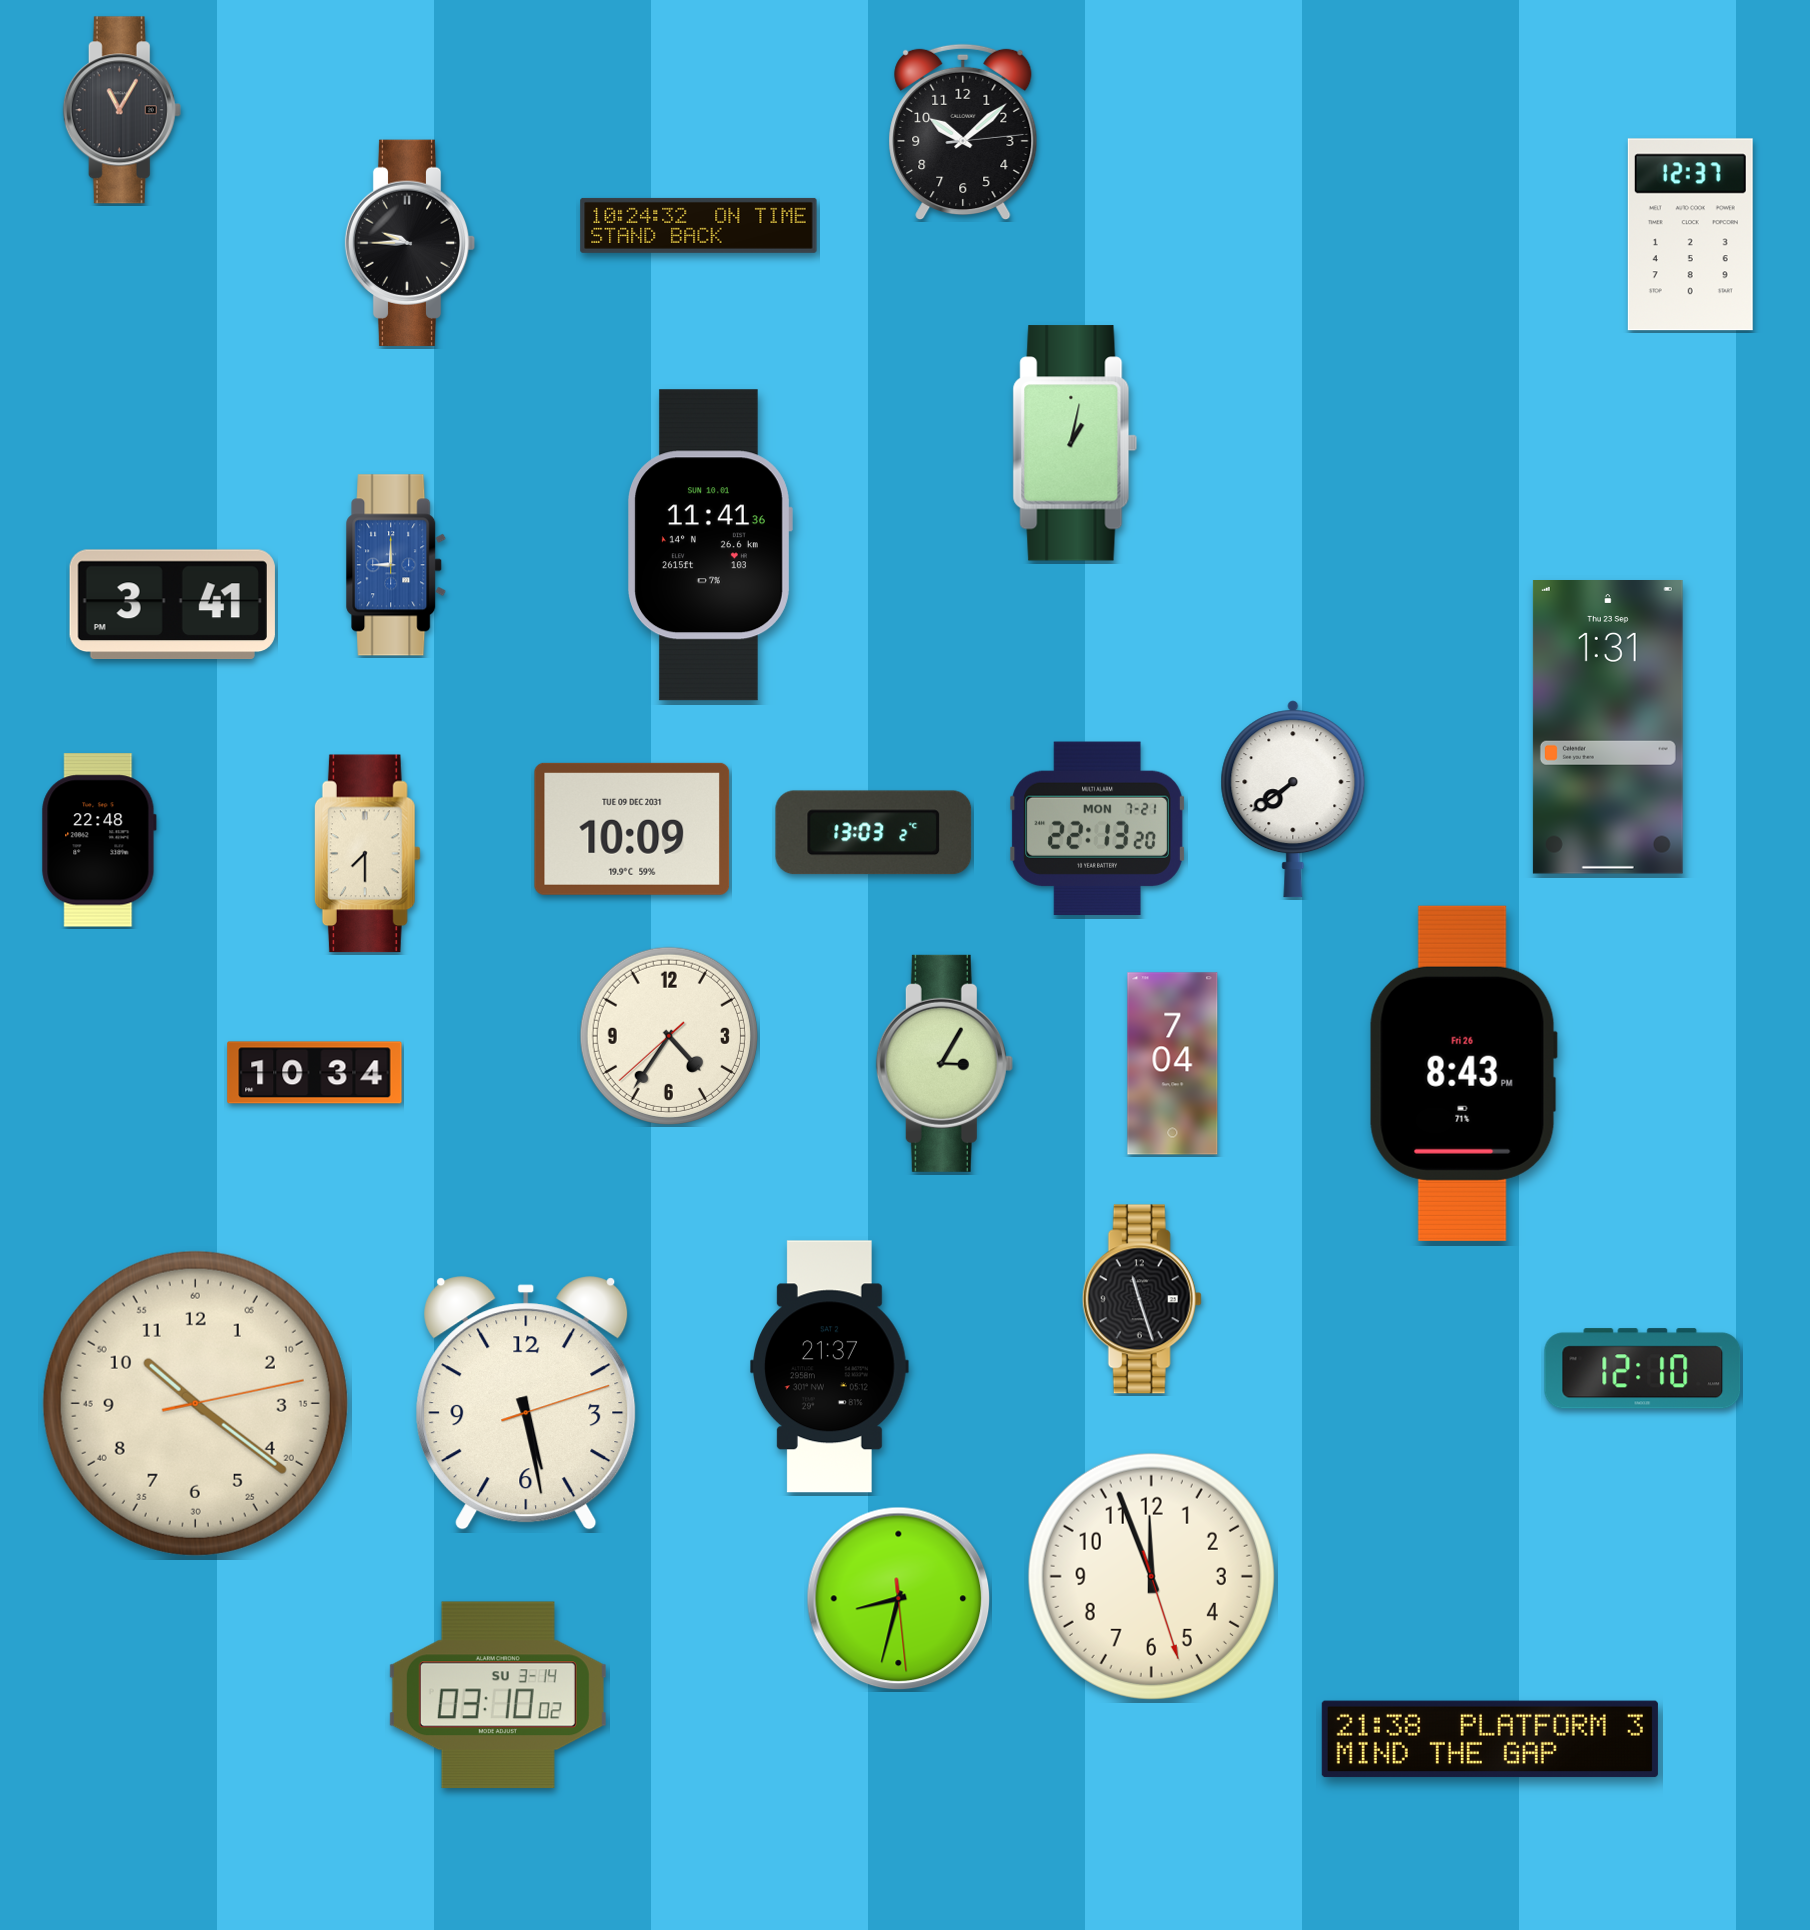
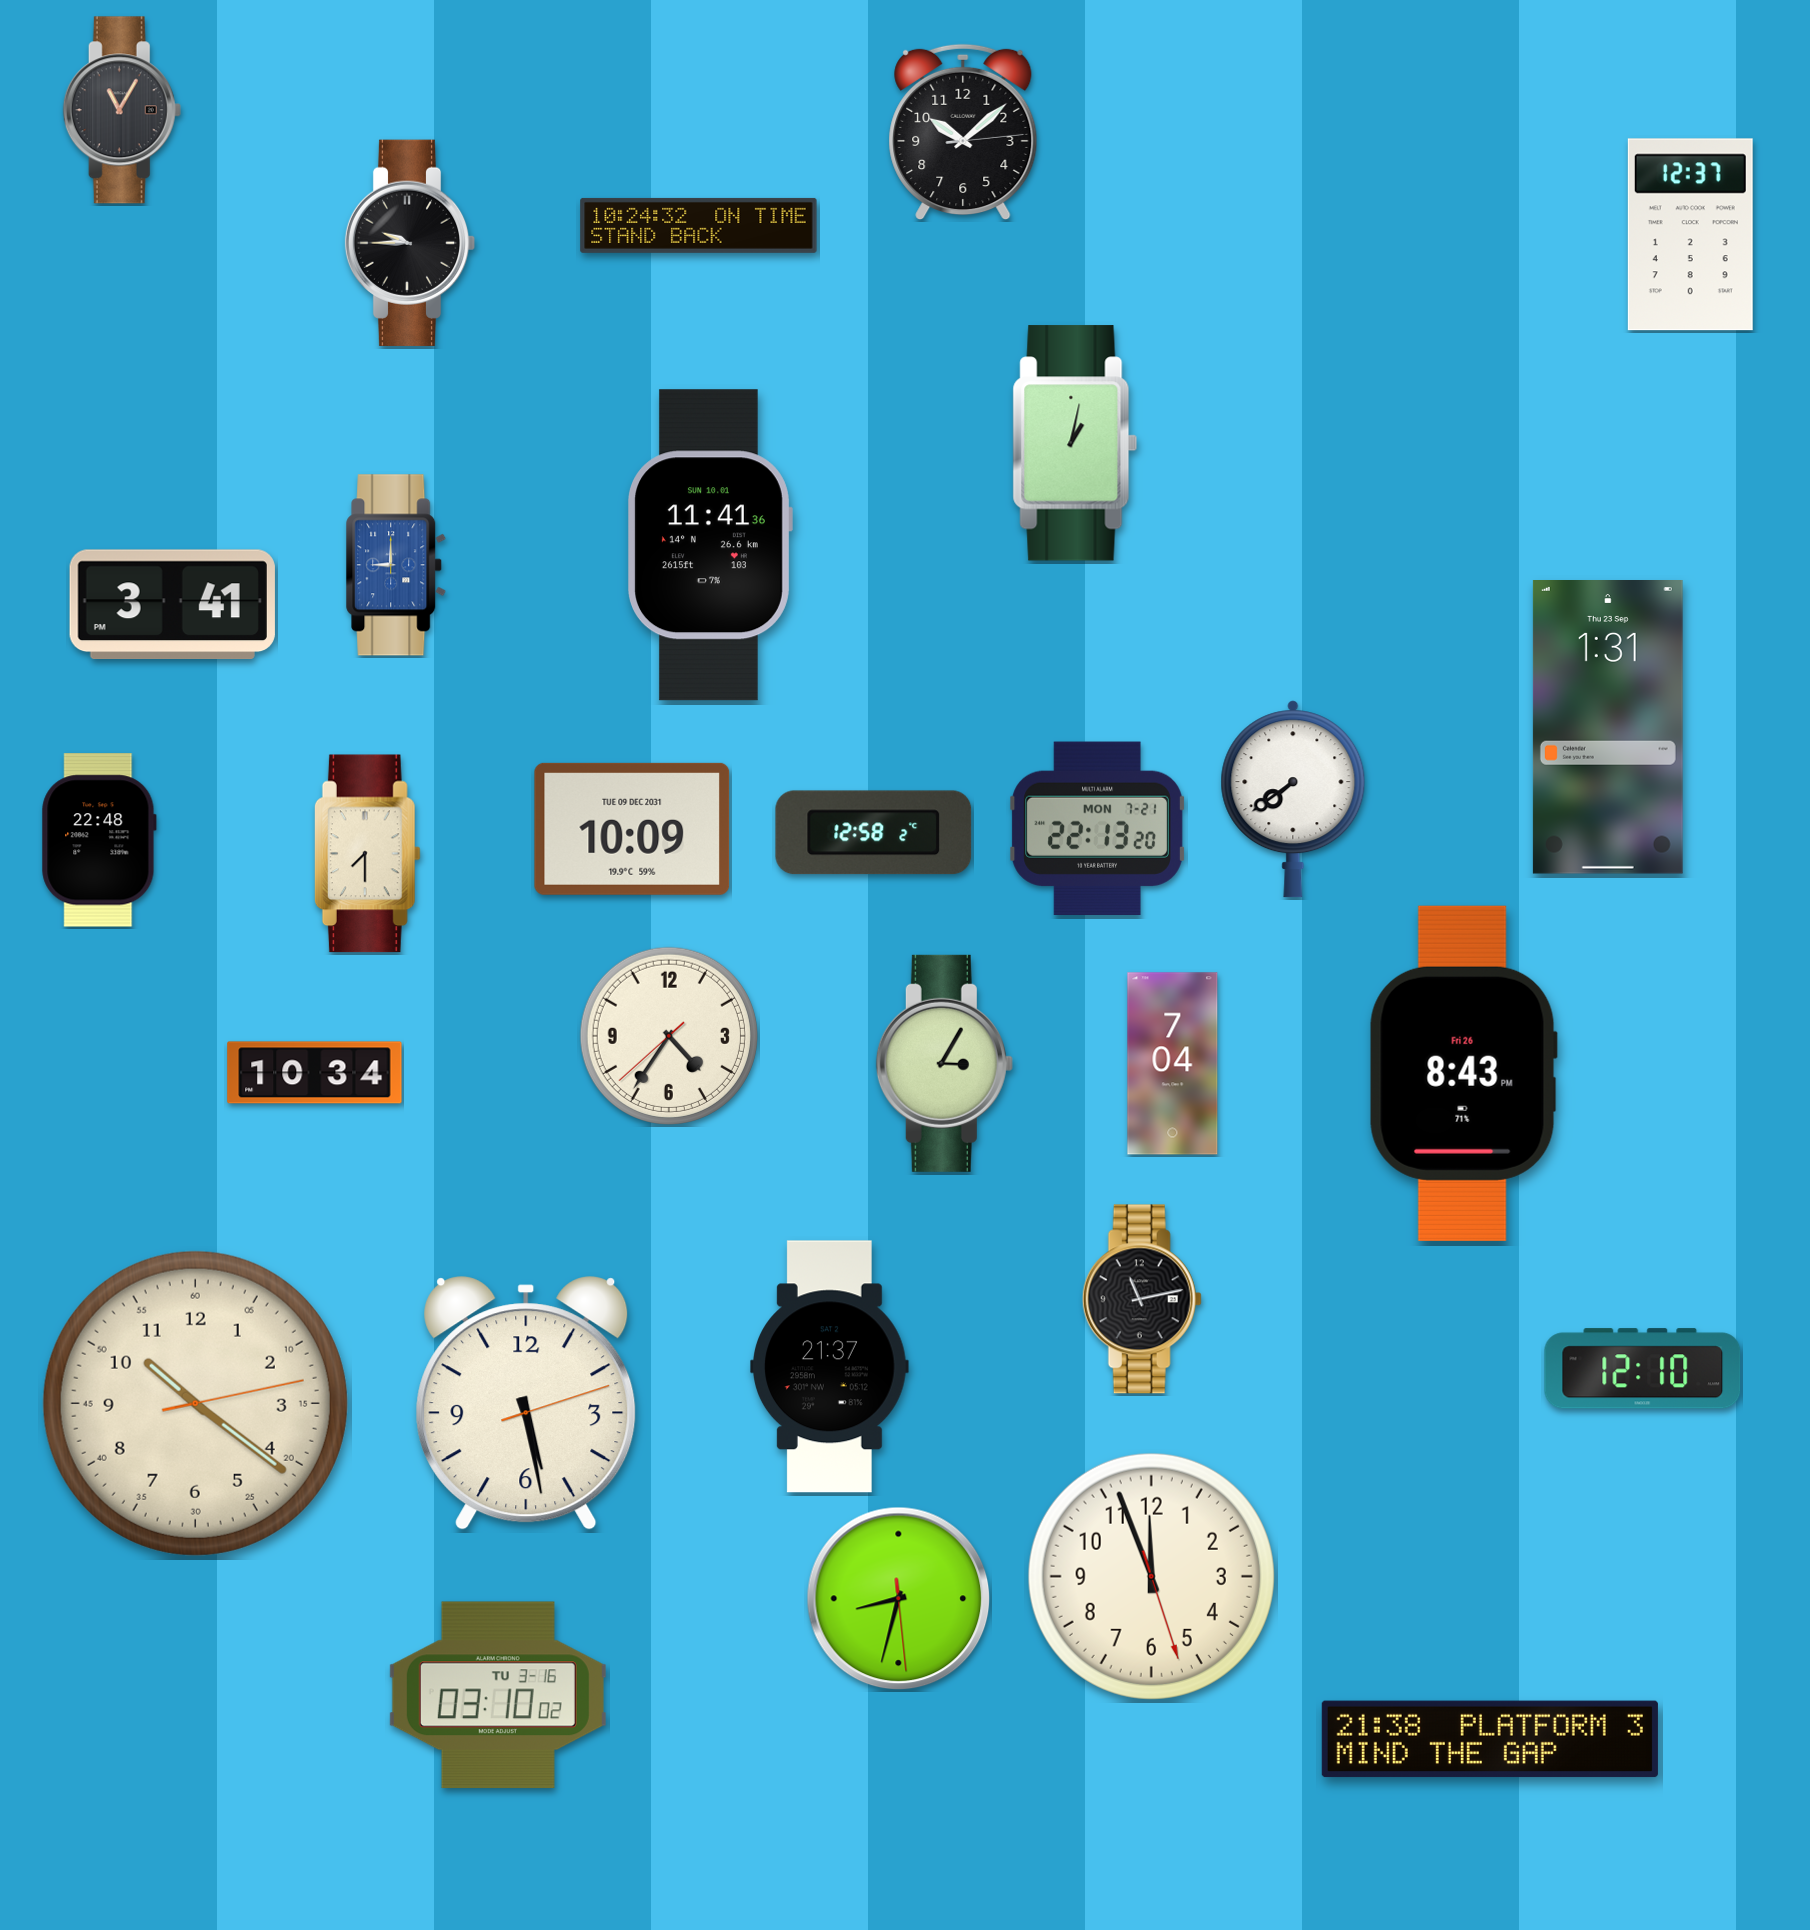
clock at (874, 833): 13:03 -> 12:58
clock at (1142, 1299): 11:27 -> 11:13
clock at (498, 1695) date: SU 3-14 -> TU 3-16
